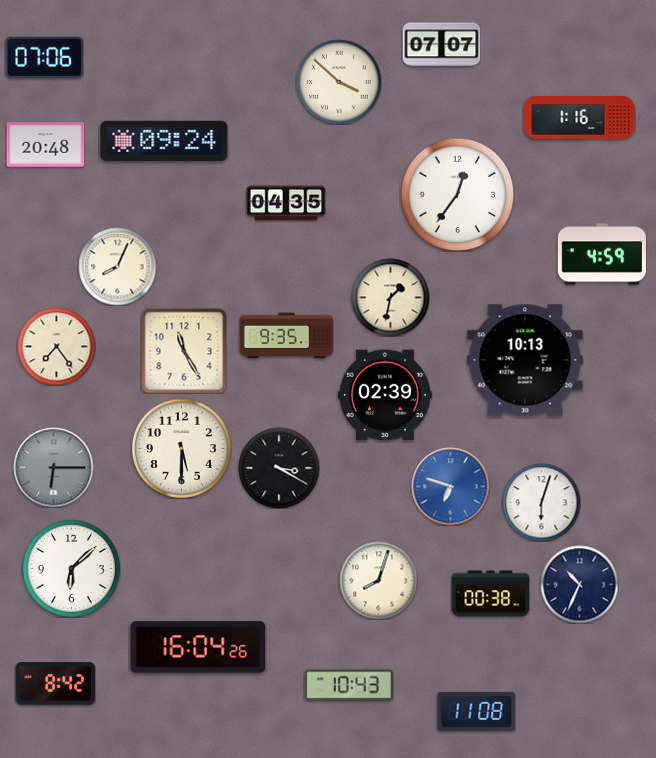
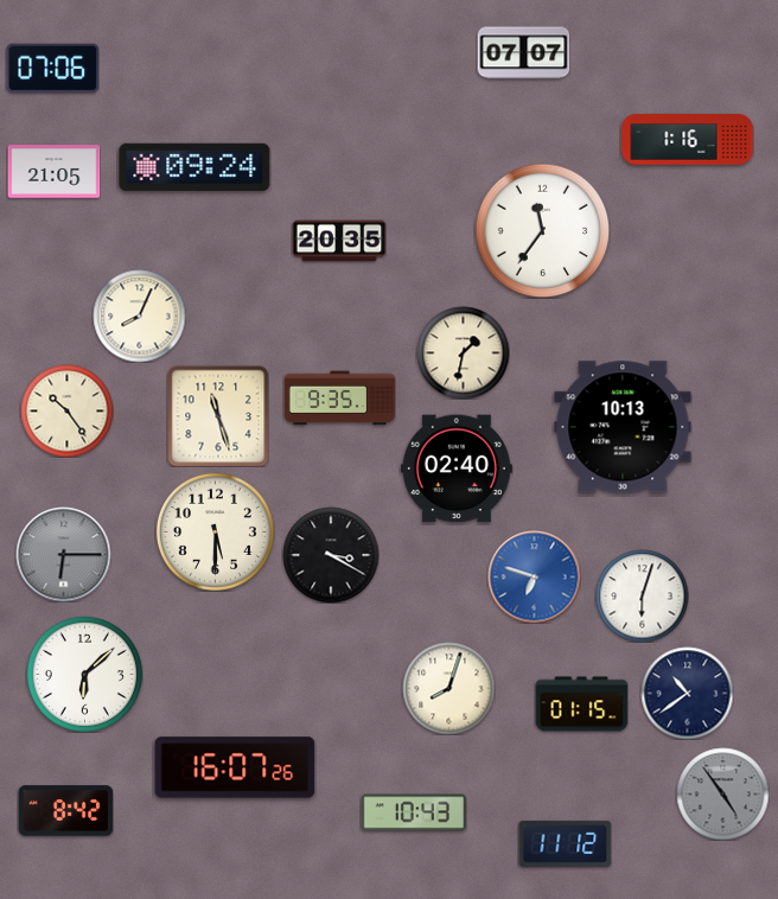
clock at (339, 82): 3:52 -> none
clock at (45, 145): 20:48 -> 21:05
clock at (457, 194): 12:36 -> 11:36
clock at (286, 203): 04:35 -> 20:35
clock at (602, 254): 4:59 -> none
clock at (56, 346): 7:24 -> 10:24
clock at (184, 351): 11:25 -> 11:27
clock at (385, 395): 02:39 -> 02:40
clock at (579, 584): 10:34 -> 10:39
clock at (490, 594): 00:38 -> 01:15
clock at (198, 647): 16:04 -> 16:07
clock at (722, 793): none -> 4:54
clock at (476, 711): 11:08 -> 11:12
